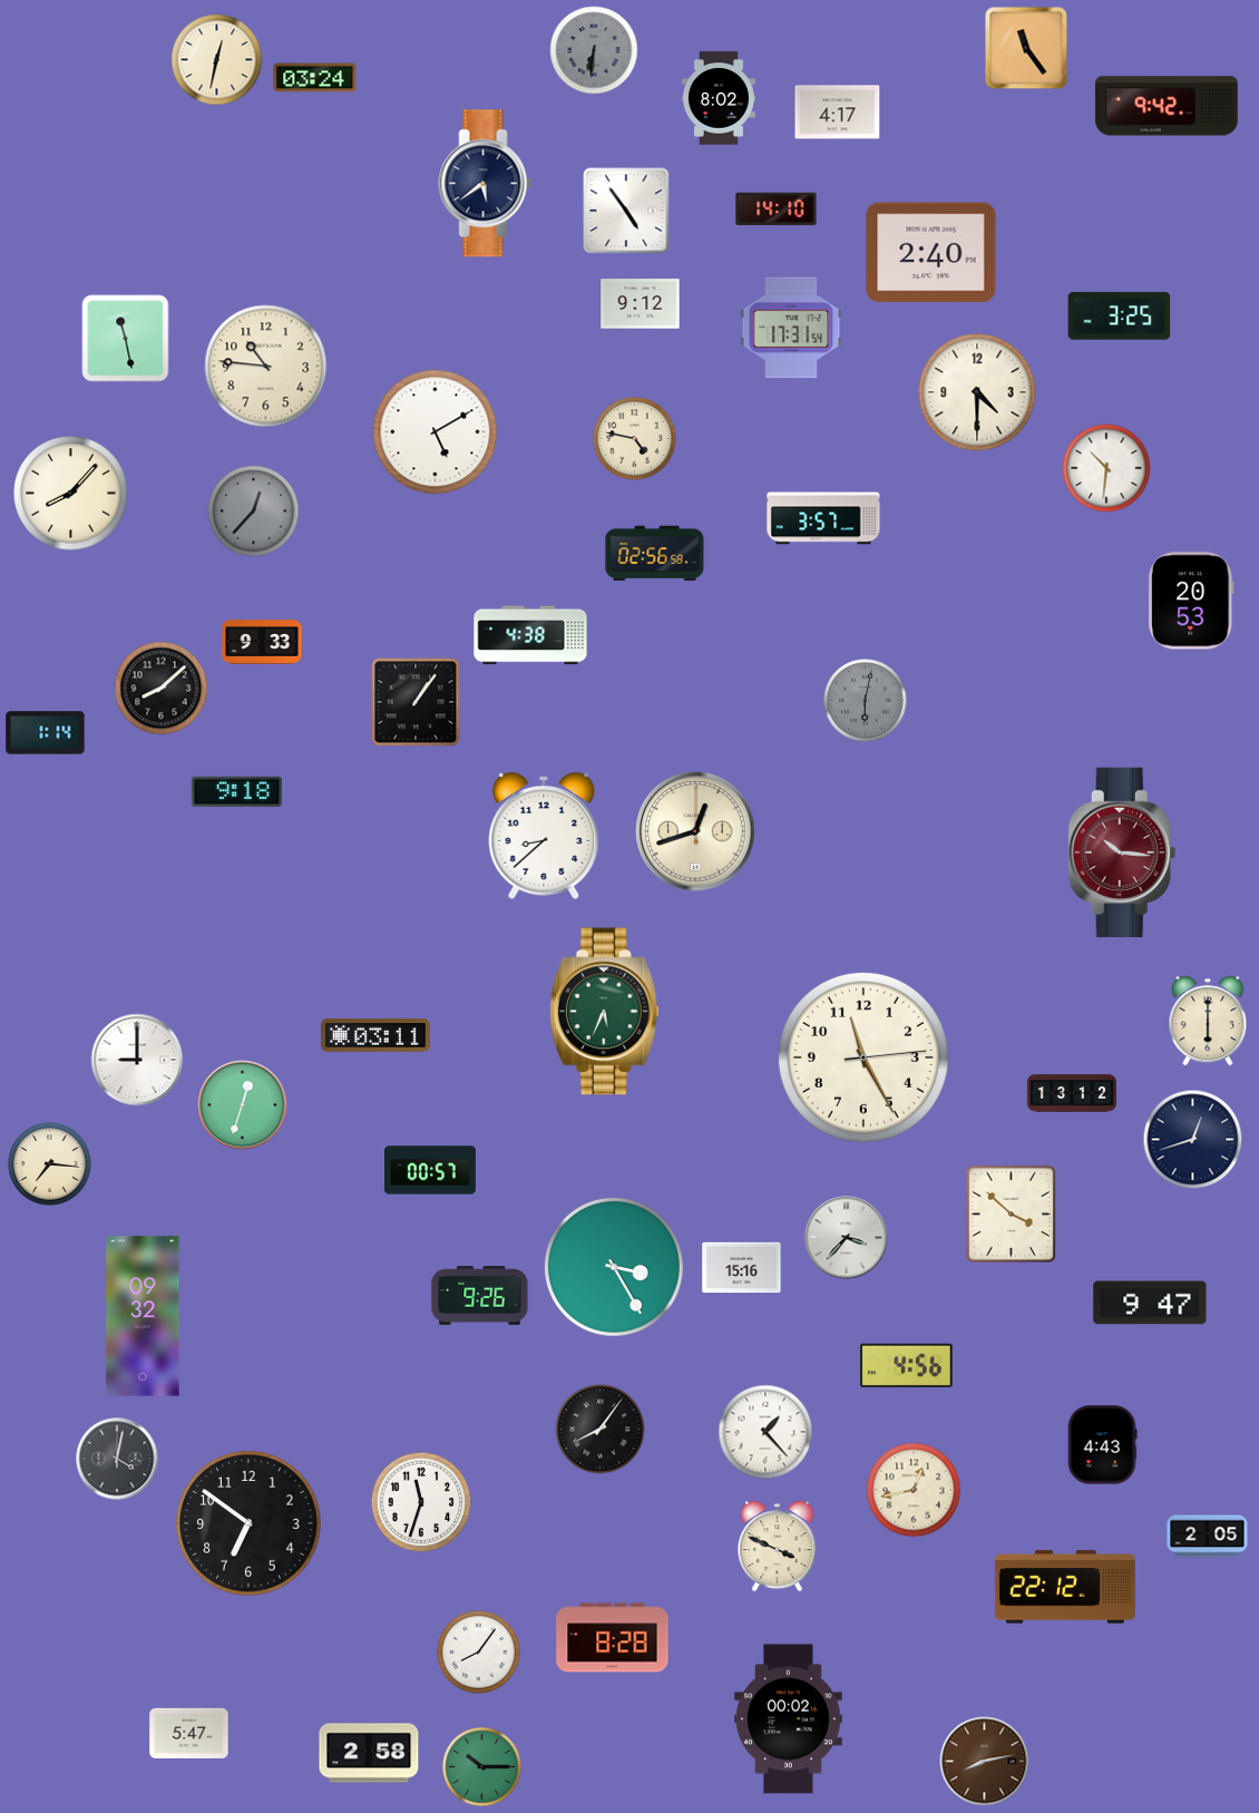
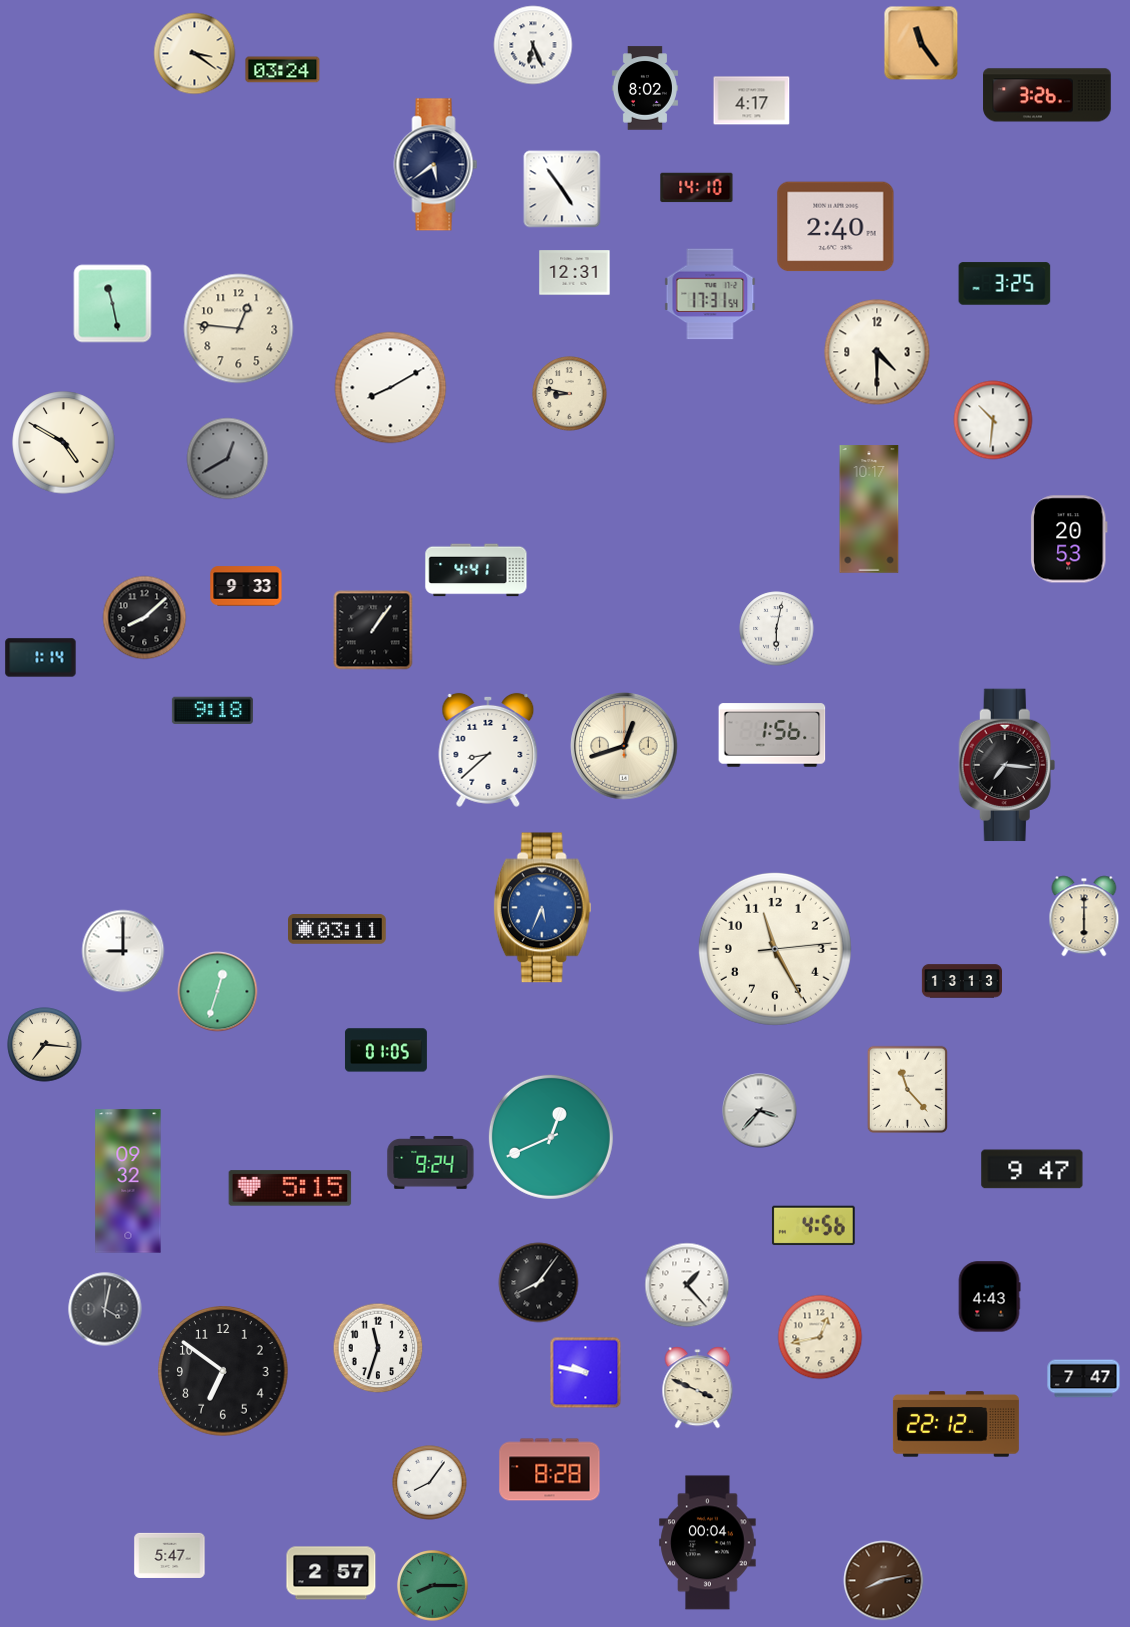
clock at (594, 50): 6:31 -> 6:26
clock at (594, 50) dial: grey -> white
clock at (217, 60): 12:32 -> 3:21
clock at (1167, 106): 9:42 -> 3:26
clock at (641, 304): 9:12 -> 12:31
clock at (266, 367): 10:46 -> 12:46
clock at (436, 432): 5:10 -> 8:10
clock at (635, 439): 4:47 -> 8:47
clock at (71, 494): 8:07 -> 4:50
clock at (254, 511): 12:37 -> 12:40
clock at (823, 518): 3:57 -> none
clock at (655, 554): 02:56 -> none
clock at (869, 509): none -> 10:17
clock at (530, 635): 4:38 -> 4:41
clock at (262, 642) position: (262, 642) -> (246, 586)
clock at (866, 701) dial: grey -> white
clock at (772, 735): none -> 1:56
clock at (1122, 852): 10:16 -> 7:16
clock at (1122, 852) dial: burgundy -> black
clock at (604, 1012) dial: green -> blue
clock at (1071, 1093): 13:12 -> 13:13
clock at (1193, 1140): 12:42 -> none
clock at (430, 1170): 00:57 -> 01:05
clock at (1011, 1213): 3:52 -> 11:23
clock at (614, 1267): 3:25 -> 12:41
clock at (742, 1268): 15:16 -> none
clock at (480, 1296): 9:26 -> 9:24
clock at (290, 1188): none -> 5:15
clock at (248, 1523) position: (248, 1523) -> (223, 1371)
clock at (586, 1373): none -> 9:47
clock at (1208, 1537): 2:05 -> 7:47
clock at (789, 1719): 00:02 -> 00:04
clock at (369, 1753): 2:58 -> 2:57
clock at (482, 1767): 10:15 -> 8:15
